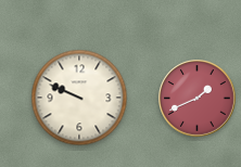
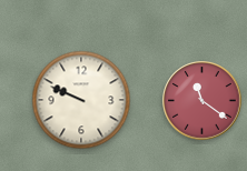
clock at (198, 99): 1:41 -> 11:21
